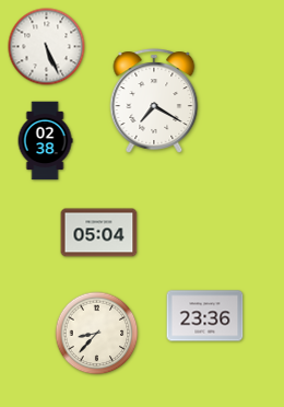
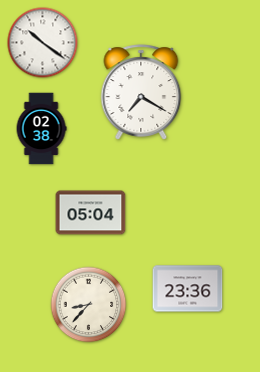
clock at (47, 47): 5:26 -> 10:21
